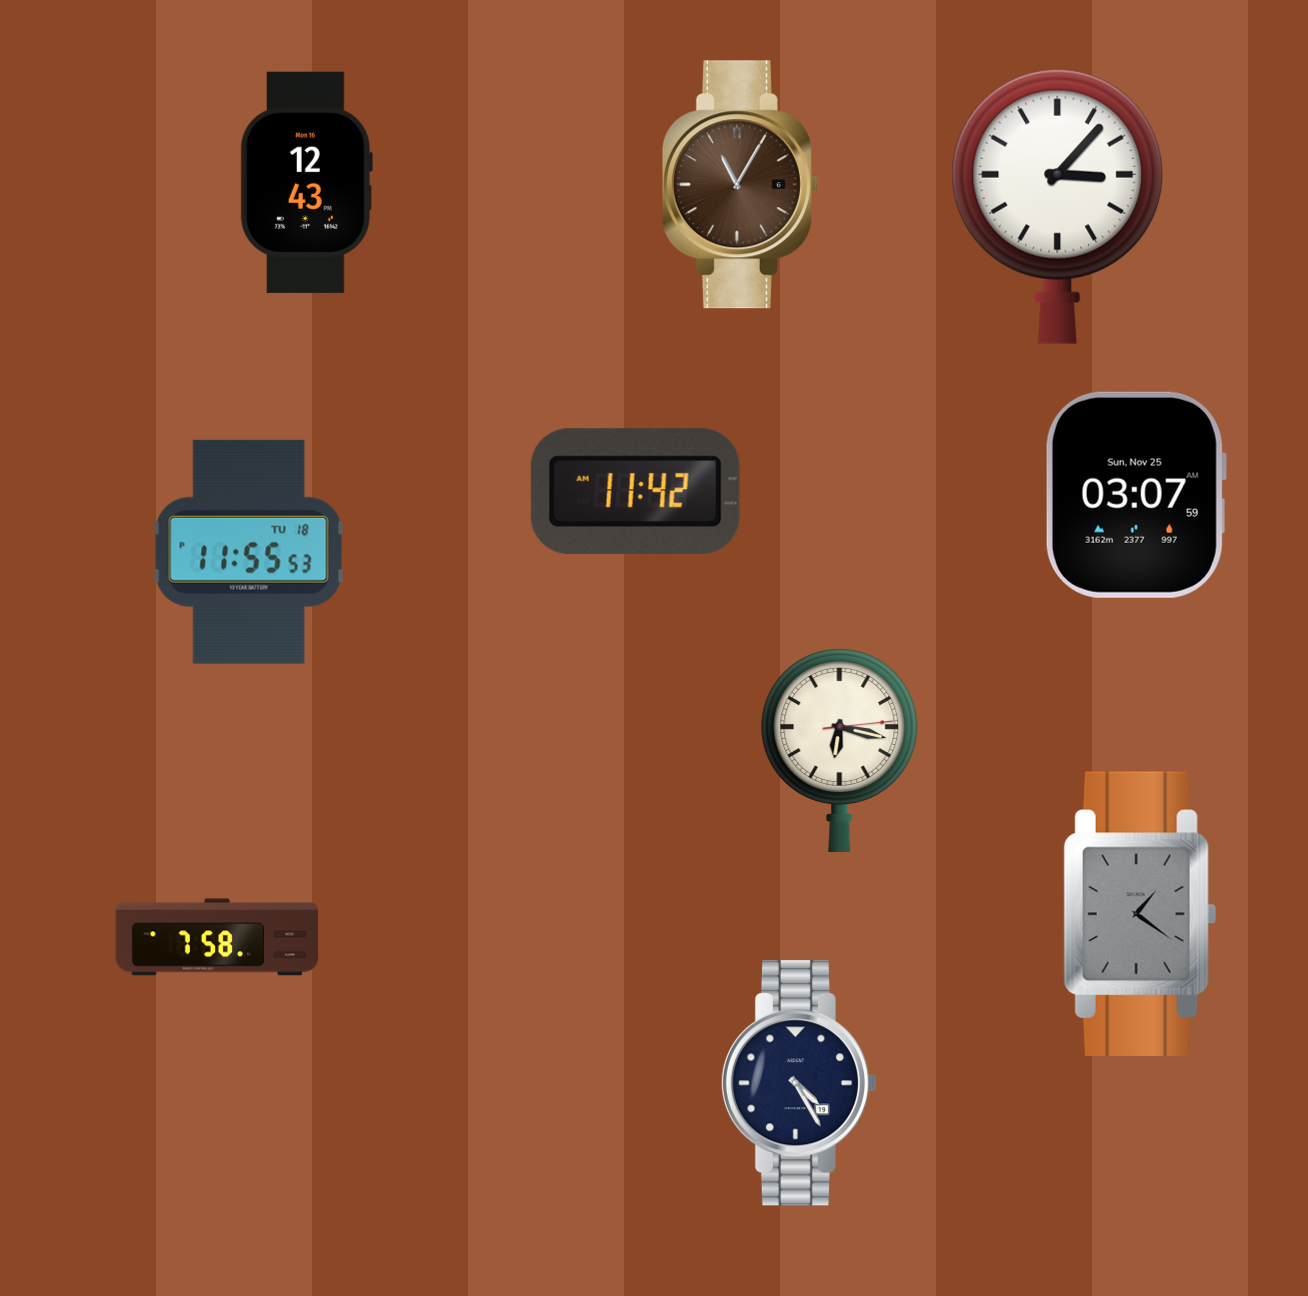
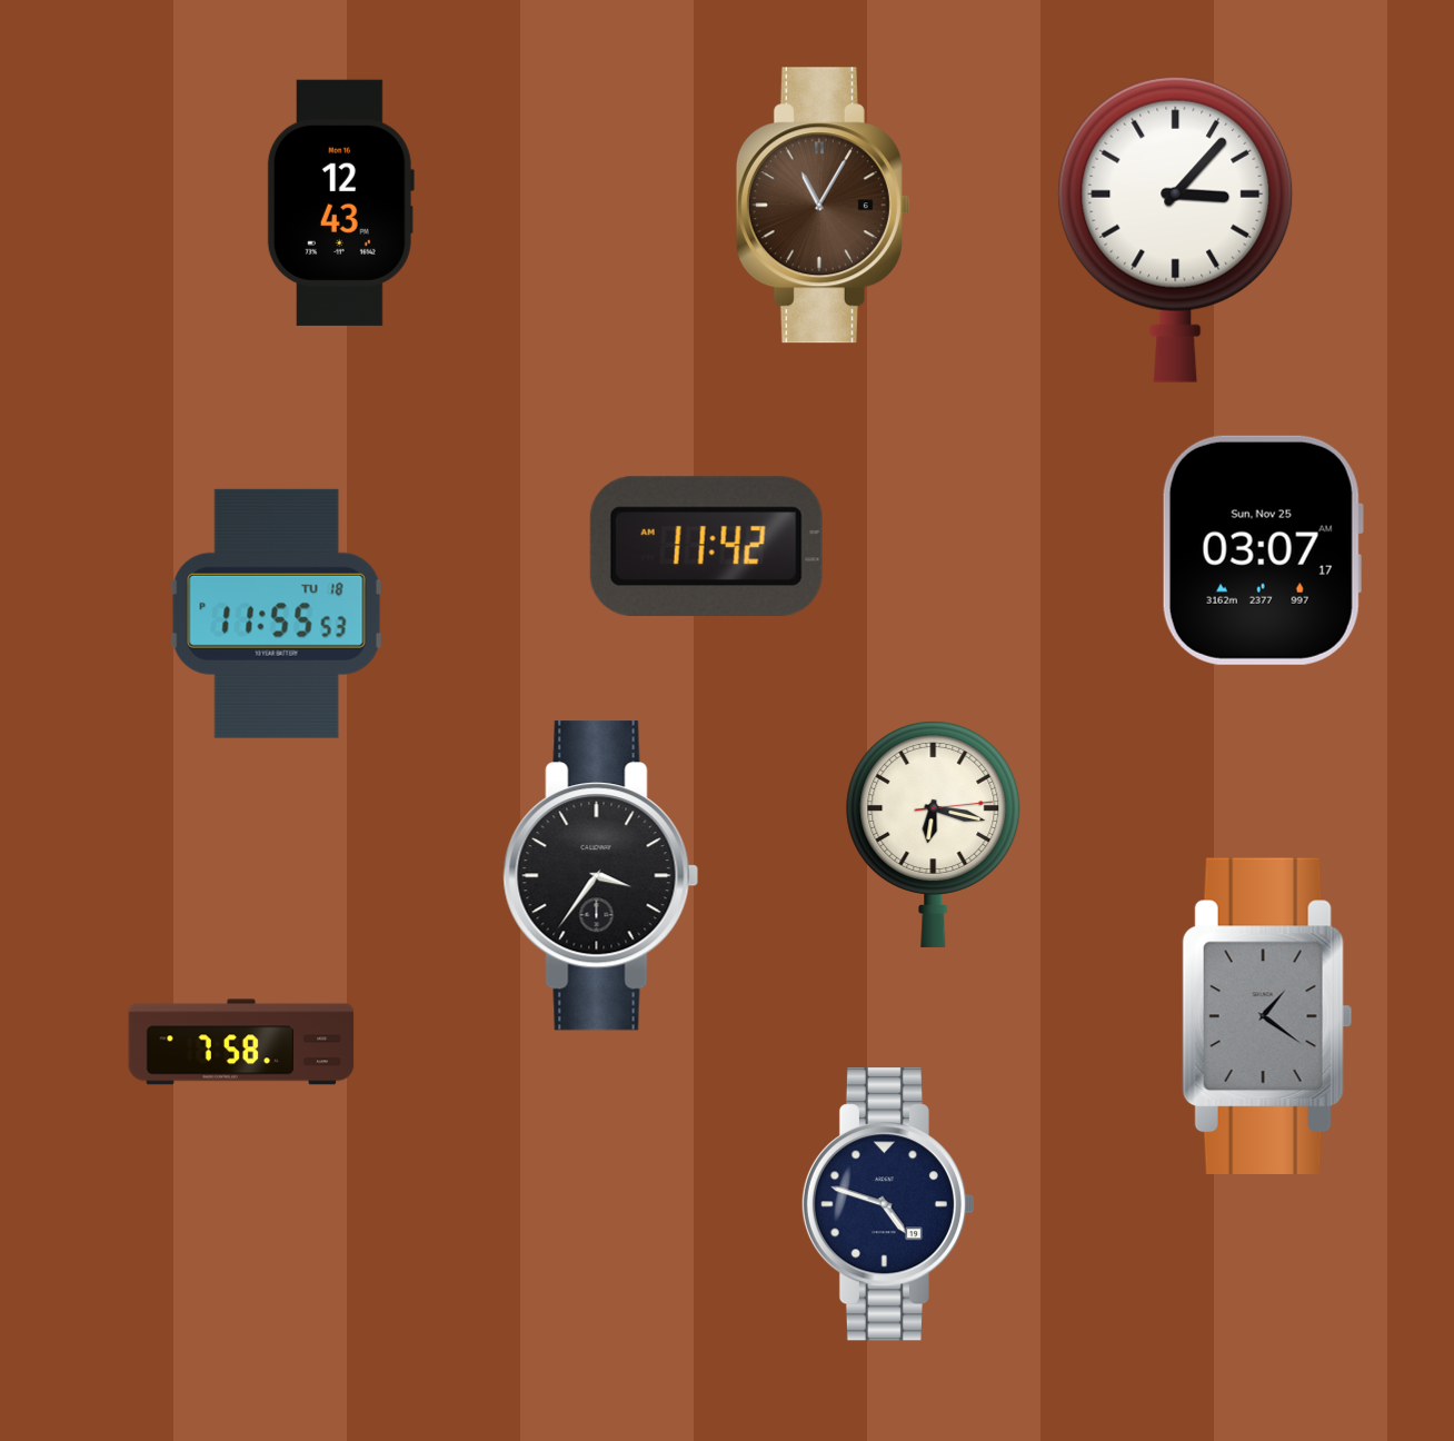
clock at (1136, 495): 03:07:59 -> 03:07:17
clock at (601, 876): none -> 3:36
clock at (798, 1083): 4:25 -> 4:48
